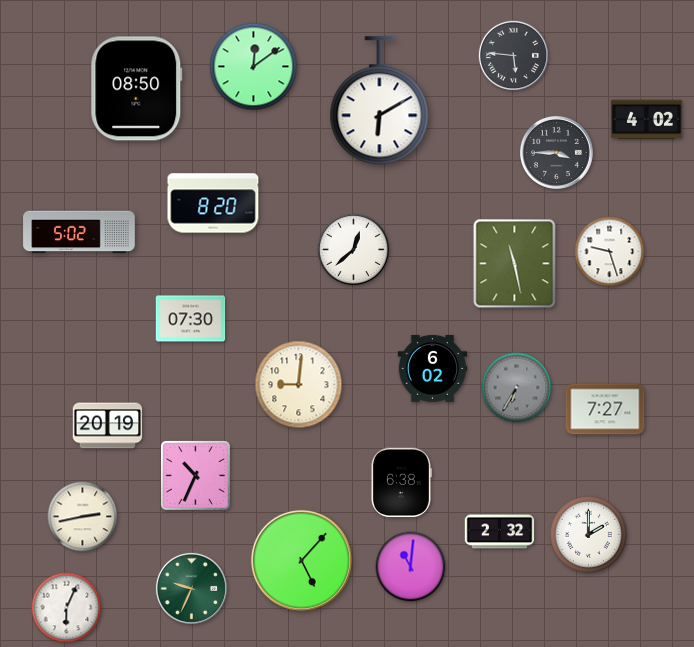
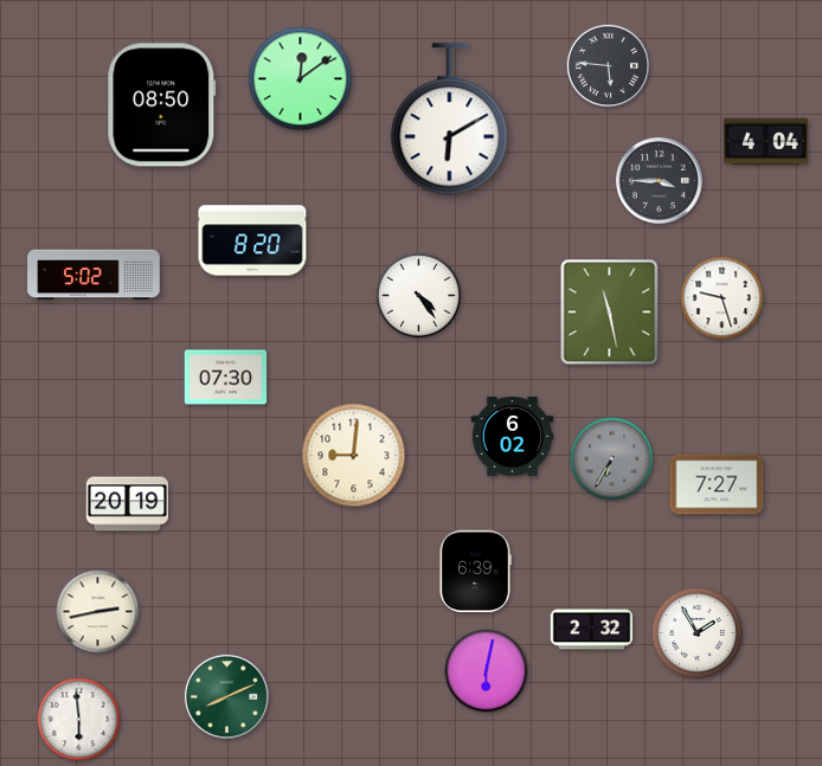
clock at (646, 120): 4:02 -> 4:04
clock at (353, 249): 12:38 -> 4:24
clock at (195, 475): 10:34 -> none
clock at (401, 483): 6:38 -> 6:39
clock at (588, 534): 2:00 -> 1:55
clock at (301, 560): 5:07 -> none
clock at (411, 567): 11:01 -> 6:02
clock at (191, 588): 9:34 -> 8:11
clock at (67, 608): 6:04 -> 5:59
